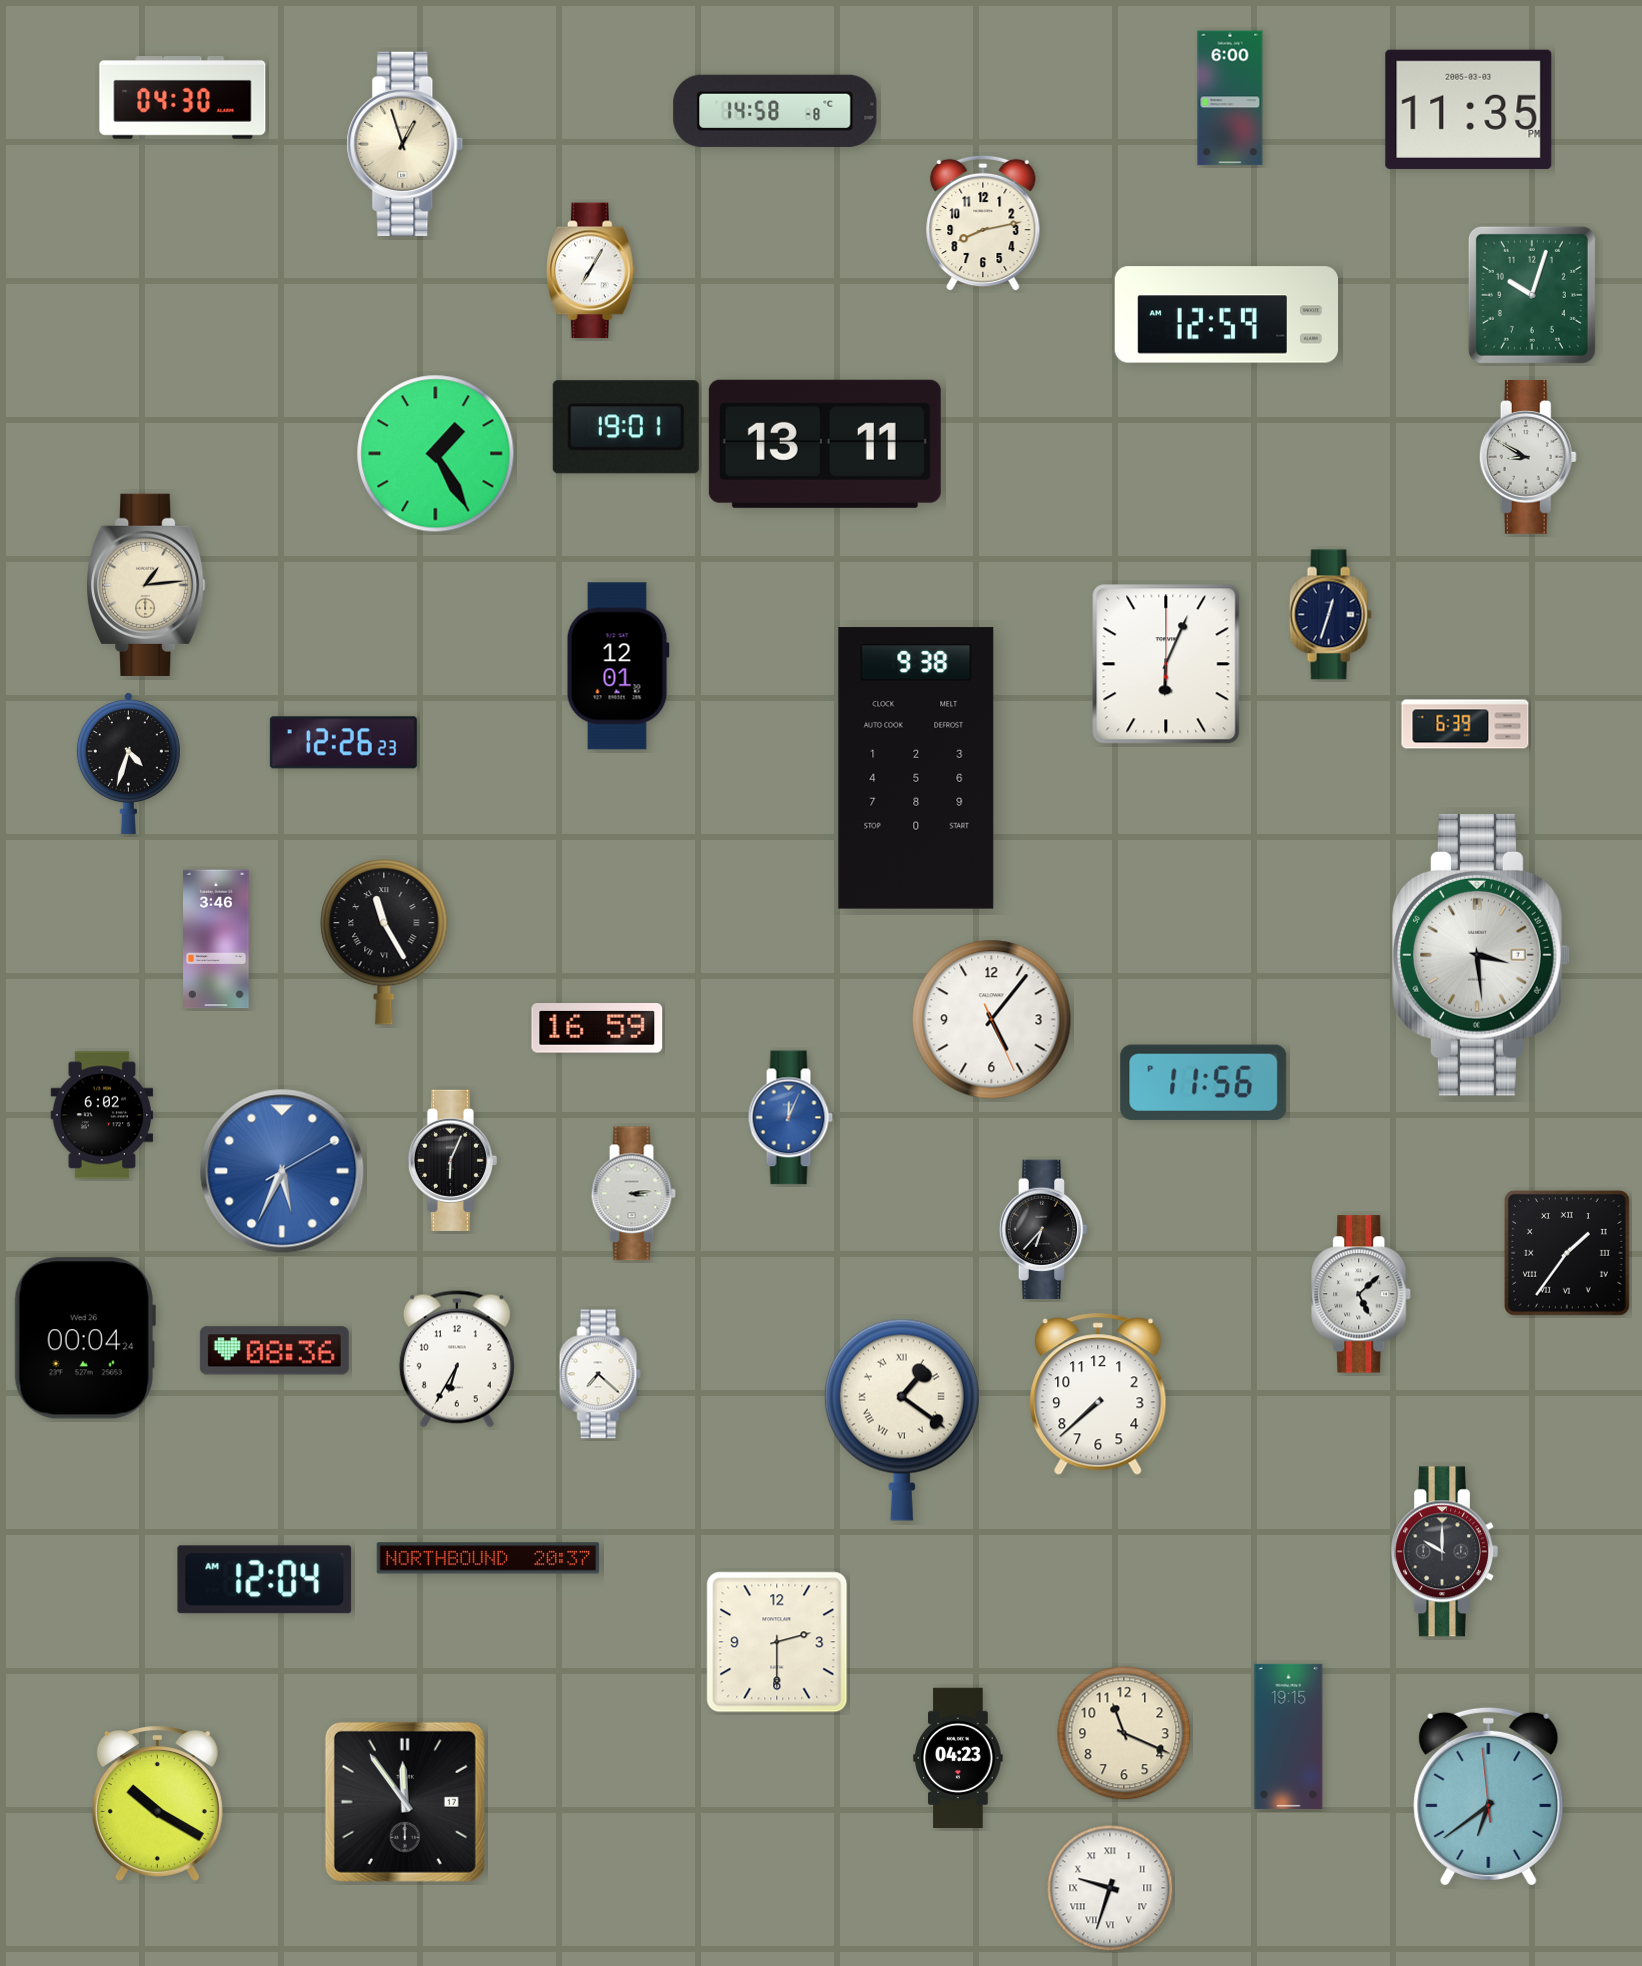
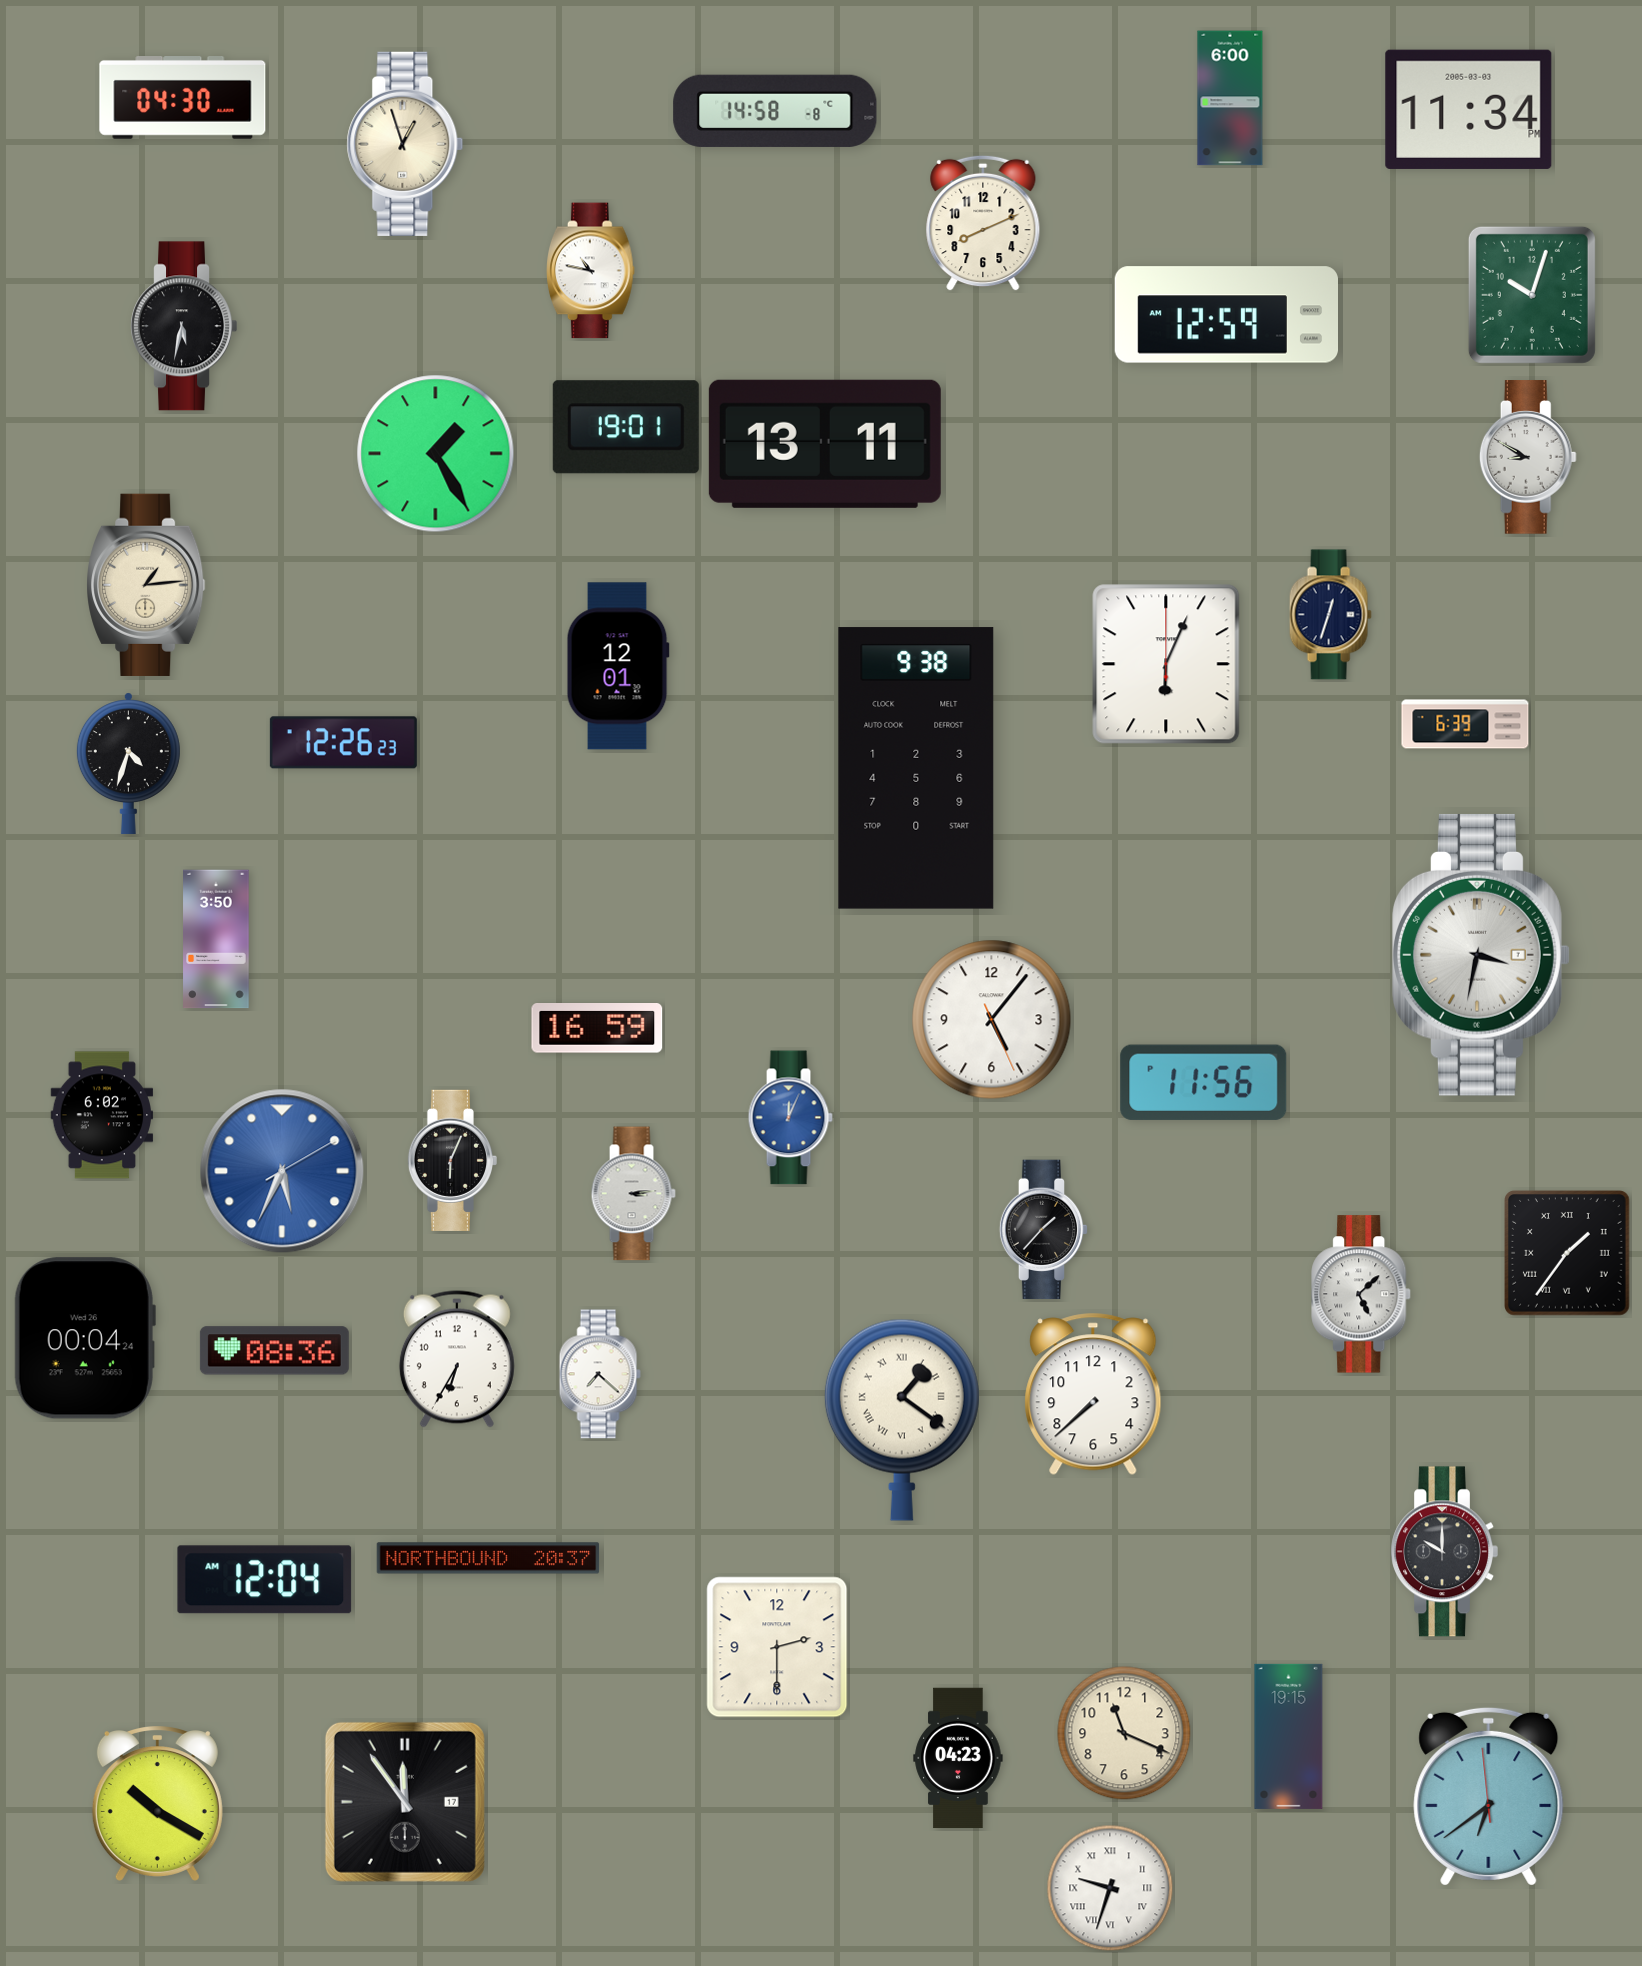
clock at (1469, 109): 11:35 -> 11:34
clock at (983, 223): 8:13 -> 8:11
clock at (591, 271): 7:05 -> 10:47
clock at (183, 326): none -> 5:32
clock at (216, 939): 3:46 -> 3:50
clock at (384, 942): 11:25 -> none
clock at (1481, 955): 3:29 -> 3:32
clock at (1044, 1230): 6:37 -> 1:37
clock at (1098, 1394) position: (1098, 1394) -> (1093, 1394)
clock at (777, 1642) position: (777, 1642) -> (777, 1647)
